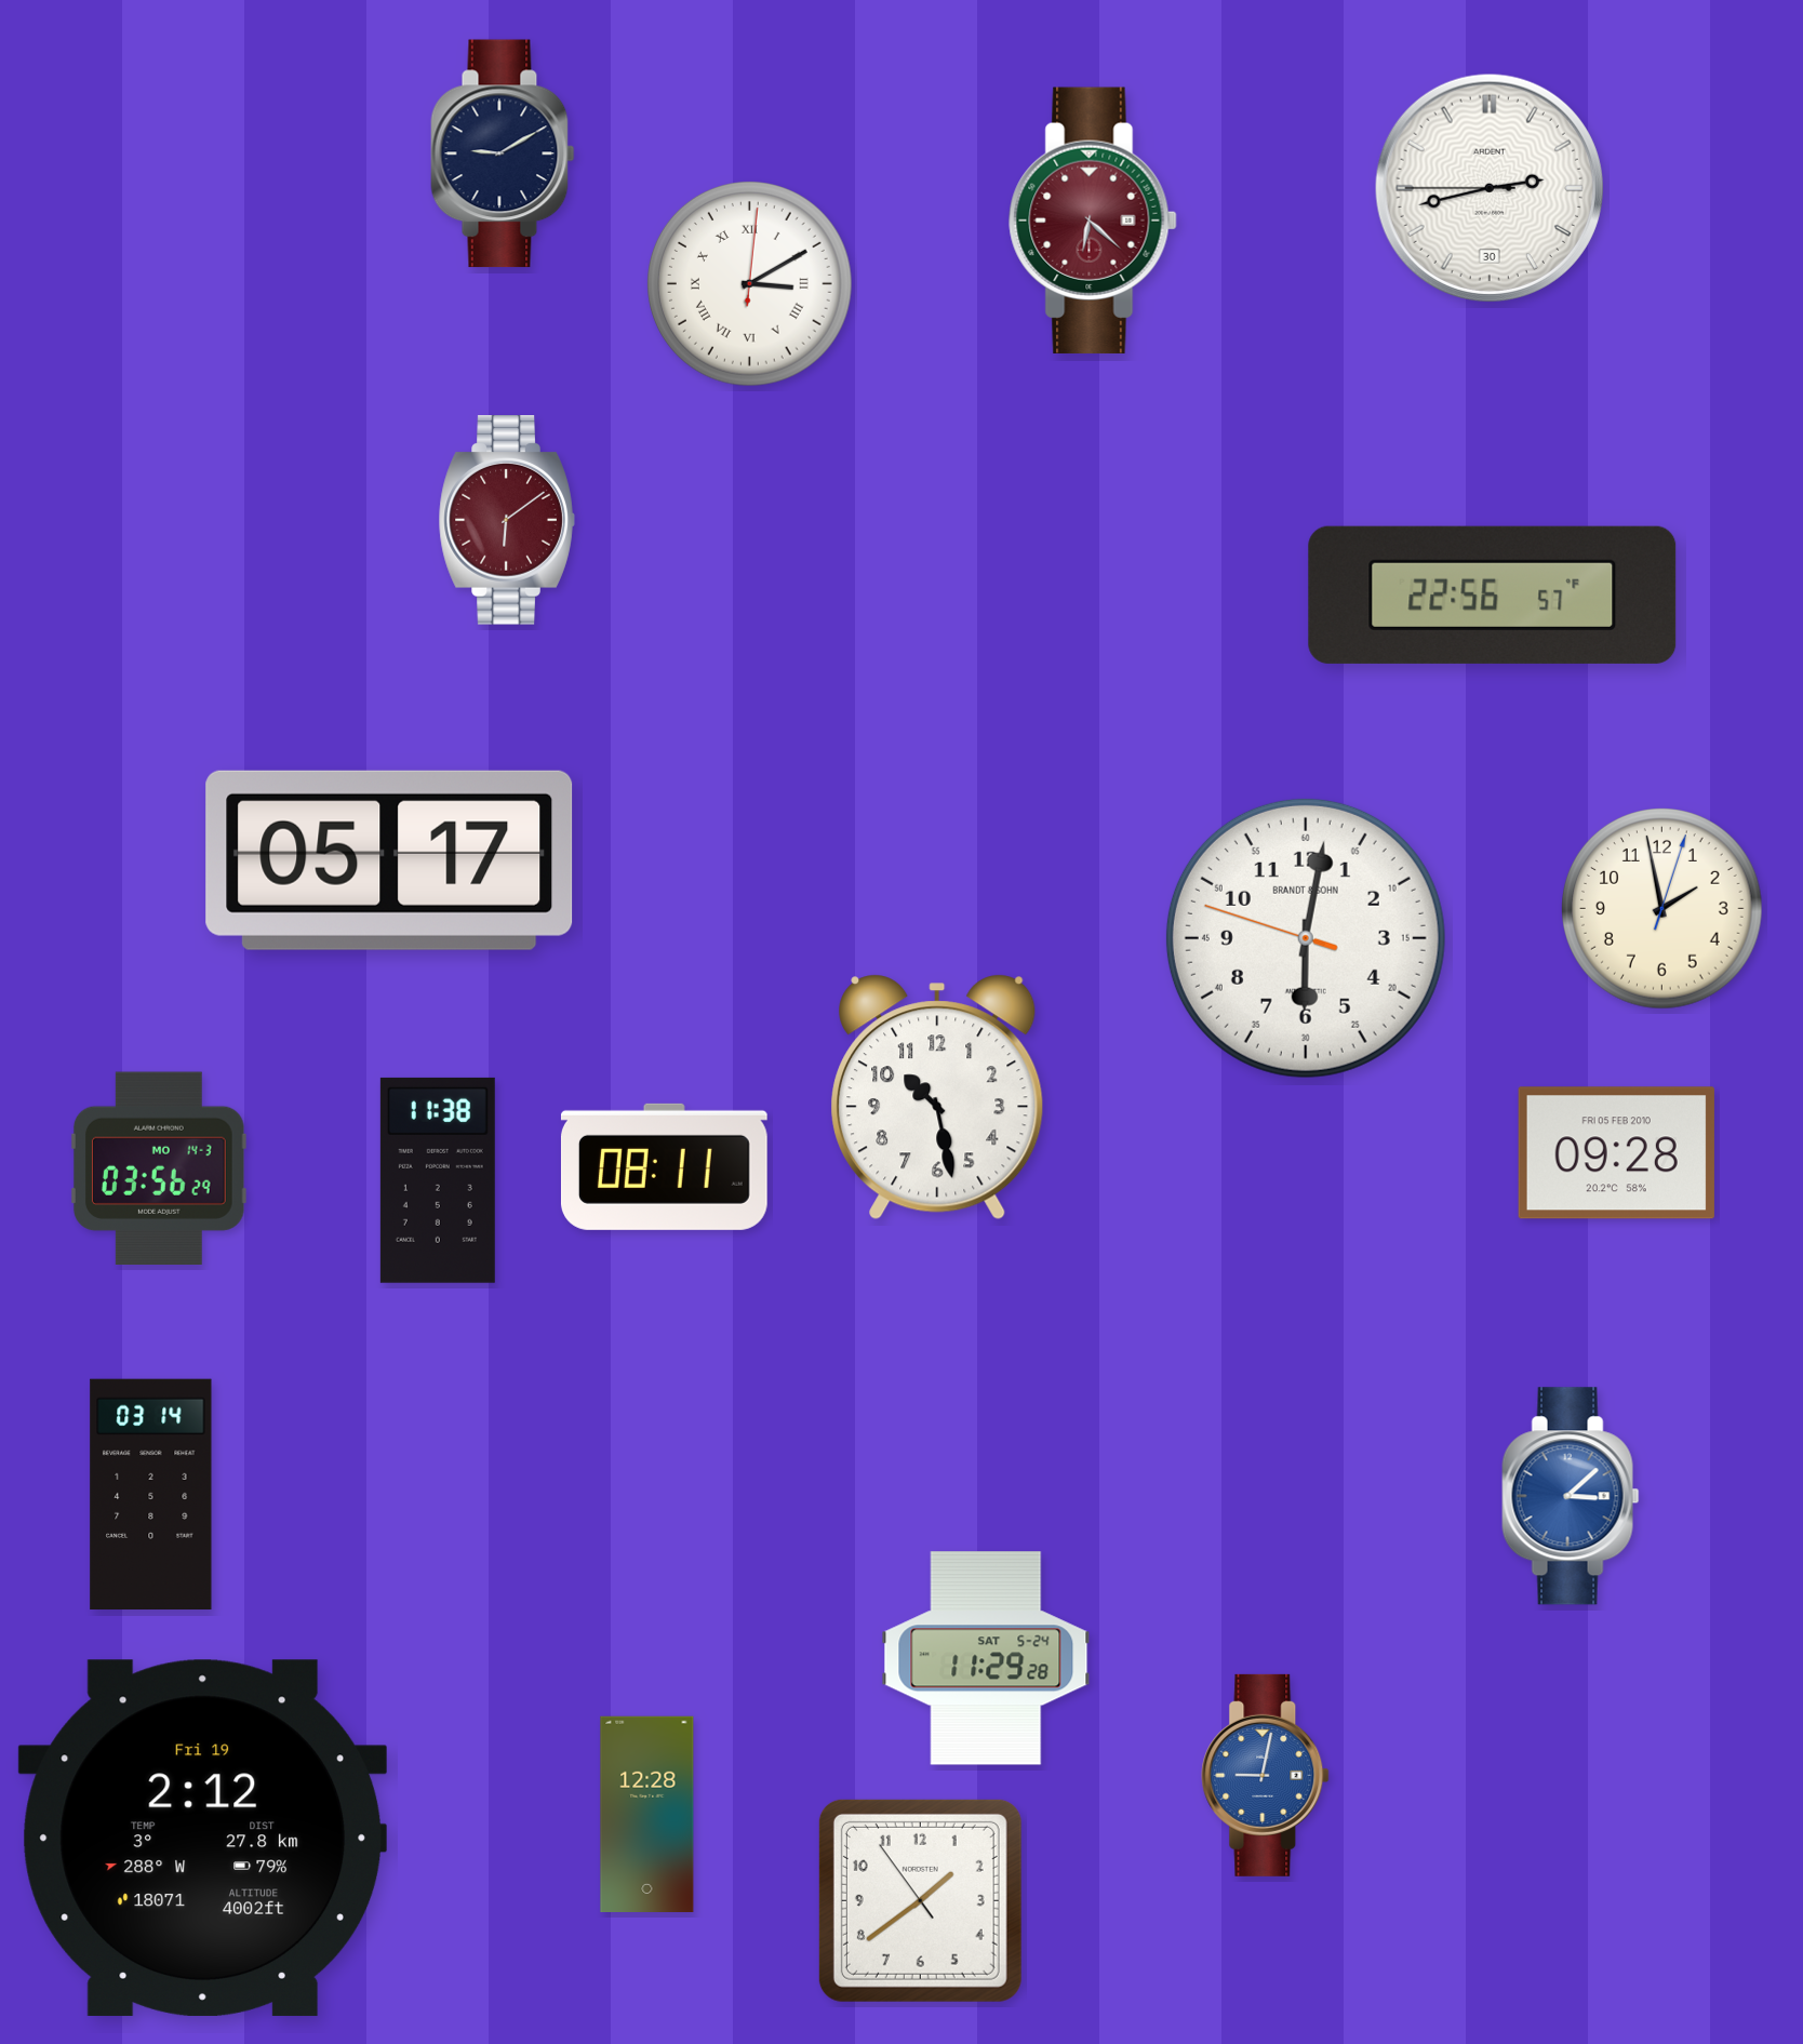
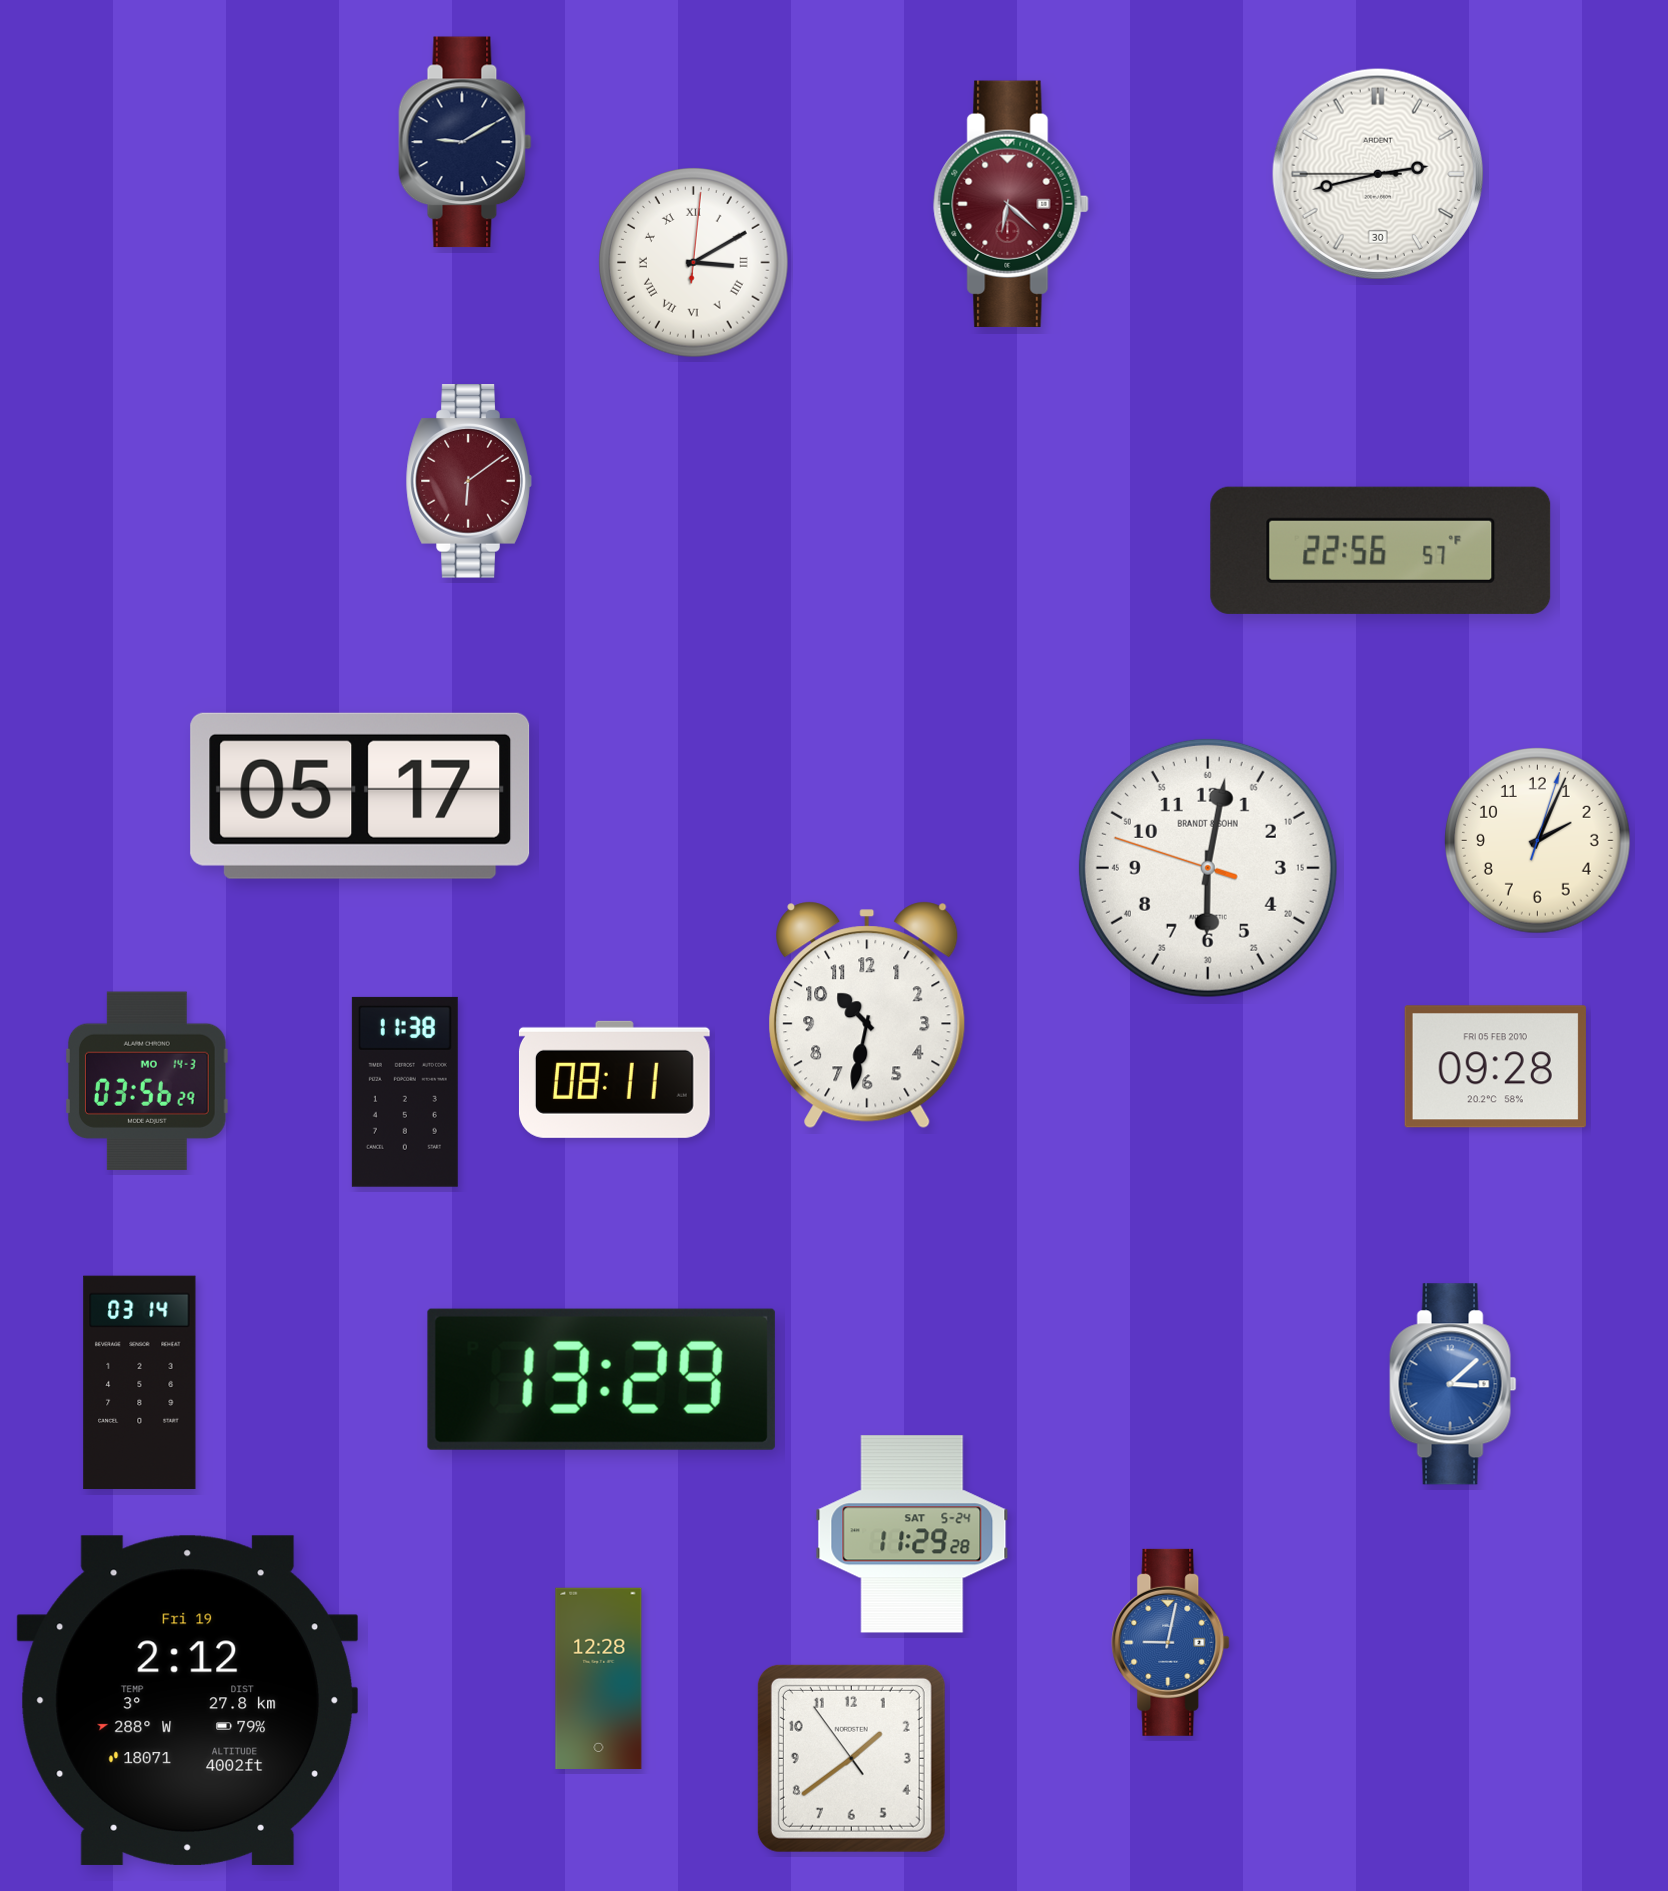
clock at (1662, 909): 1:58 -> 2:04
clock at (937, 1097): 10:28 -> 10:32
clock at (601, 1379): none -> 13:29
